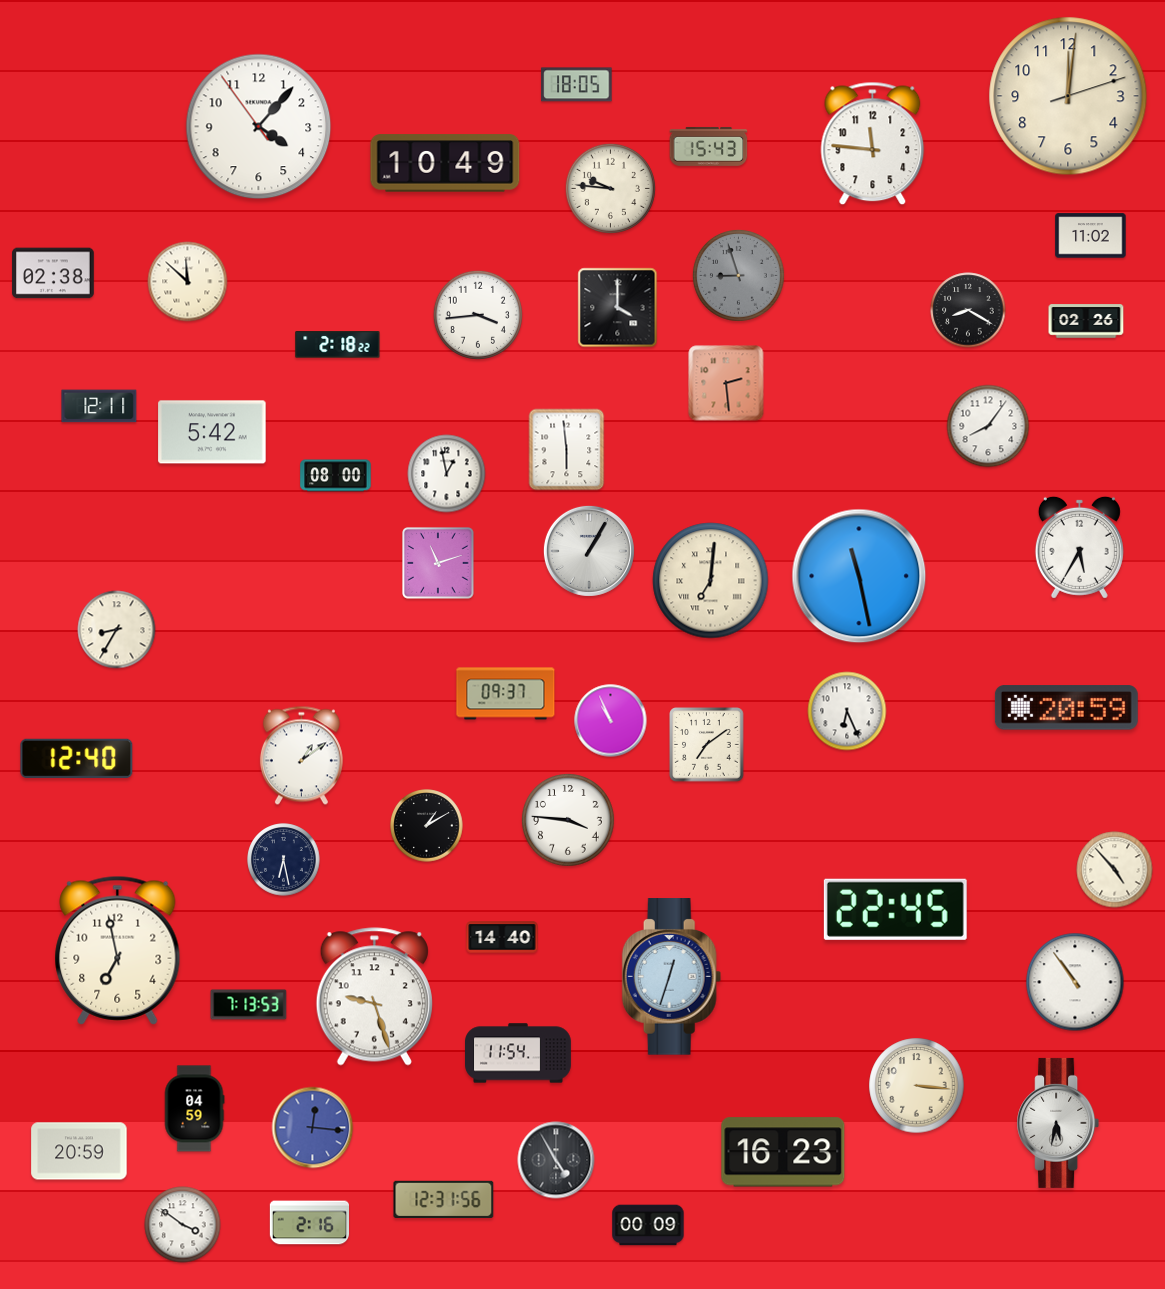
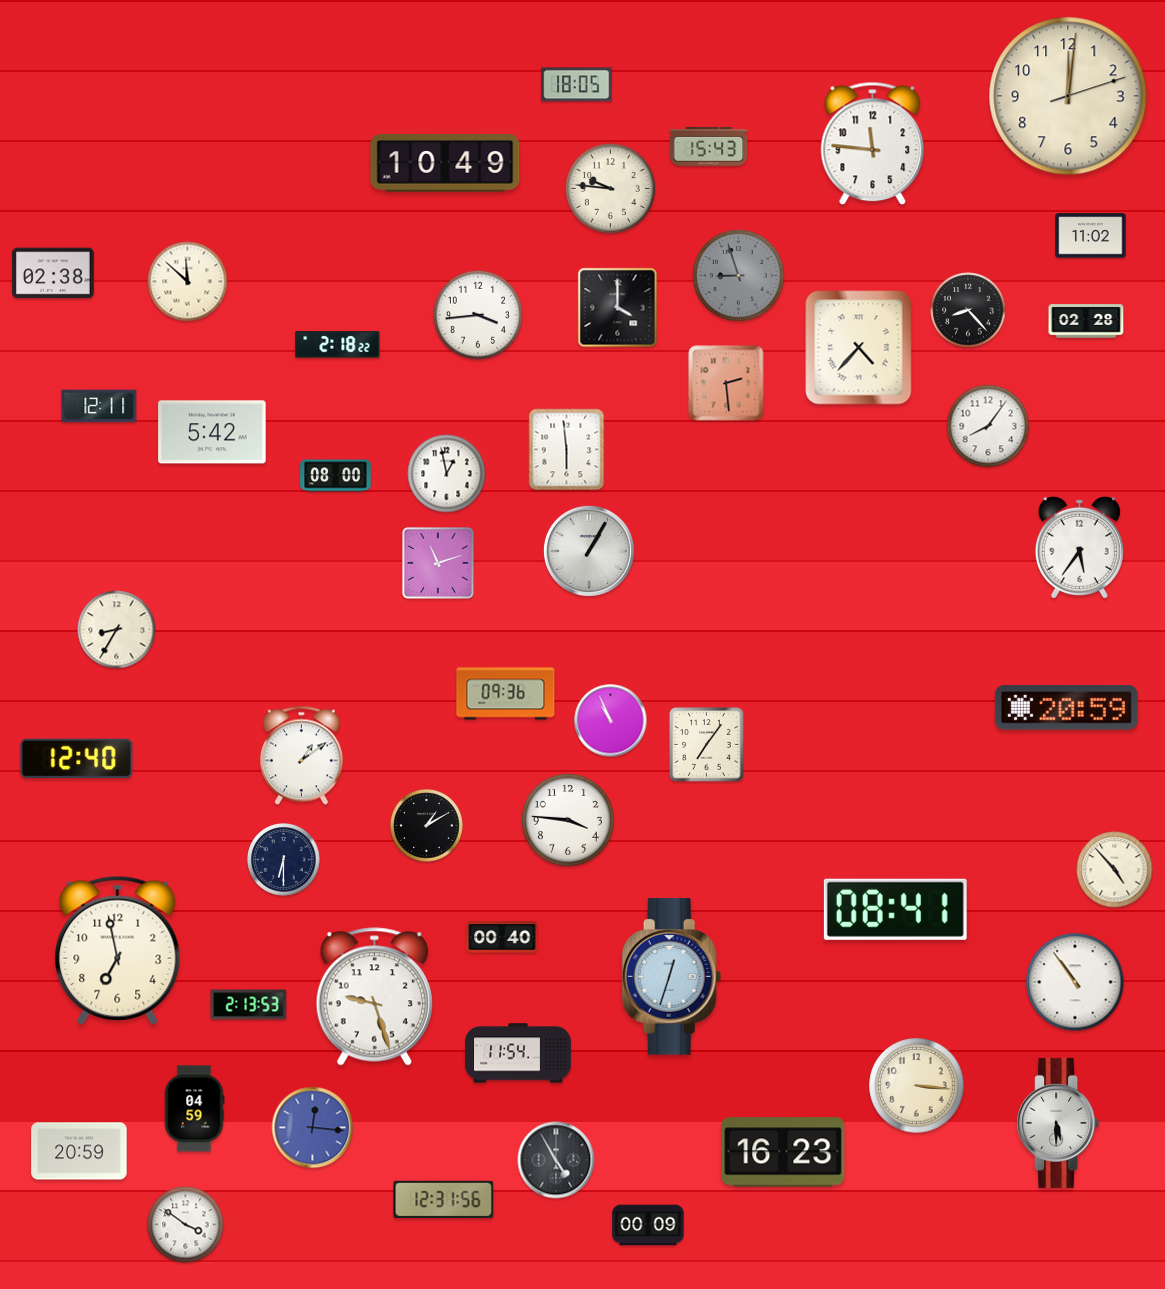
clock at (259, 127): 4:06 -> none
clock at (968, 310): 8:20 -> 8:23
clock at (1086, 321): 02:26 -> 02:28
clock at (859, 348): none -> 4:37
clock at (1079, 547): 5:35 -> 5:36
clock at (859, 576): 11:28 -> none
clock at (711, 581): 7:01 -> none
clock at (506, 694): 09:37 -> 09:36
clock at (847, 711): 6:26 -> none
clock at (707, 745): 7:09 -> 7:06
clock at (284, 860): 6:28 -> 6:30
clock at (895, 909): 22:45 -> 08:41
clock at (502, 937): 14:40 -> 00:40
clock at (249, 1005): 7:13 -> 2:13
clock at (1058, 1123): 5:32 -> 5:30
clock at (309, 1223): 2:16 -> none
clock at (183, 1225) position: (183, 1225) -> (186, 1225)
